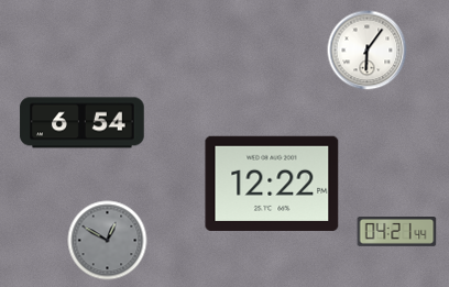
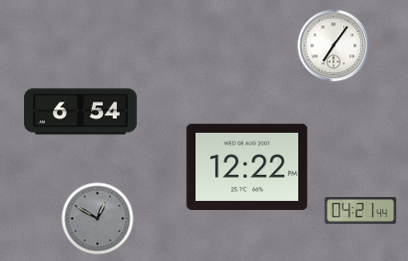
clock at (368, 51): 6:06 -> 7:06
clock at (83, 123) position: (83, 123) -> (81, 112)
